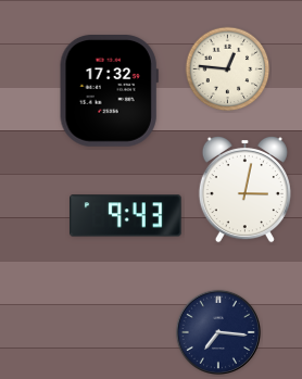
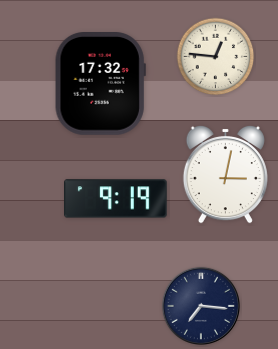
clock at (228, 70) position: (228, 70) -> (216, 57)
clock at (126, 216): 9:43 -> 9:19
